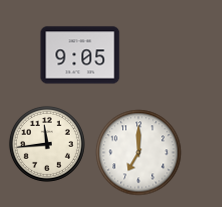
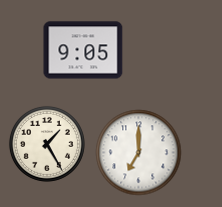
clock at (80, 55) position: (80, 55) -> (83, 50)
clock at (47, 144): 11:44 -> 1:25
